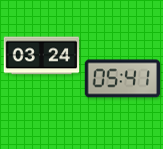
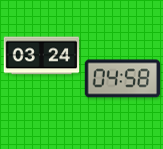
clock at (123, 79): 05:41 -> 04:58
